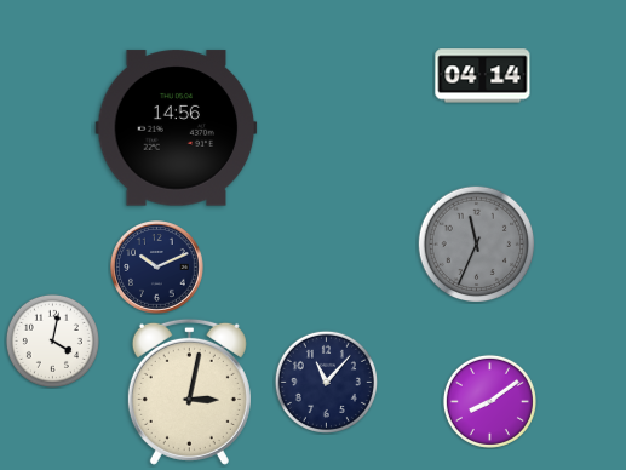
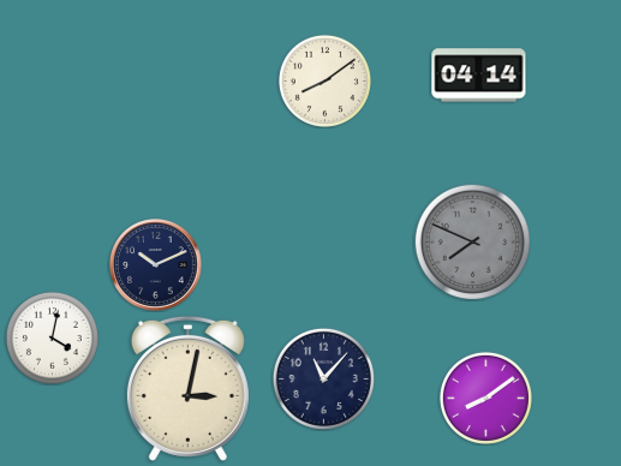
clock at (324, 80): none -> 8:09
clock at (177, 128): 14:56 -> none
clock at (476, 243): 11:34 -> 7:49
